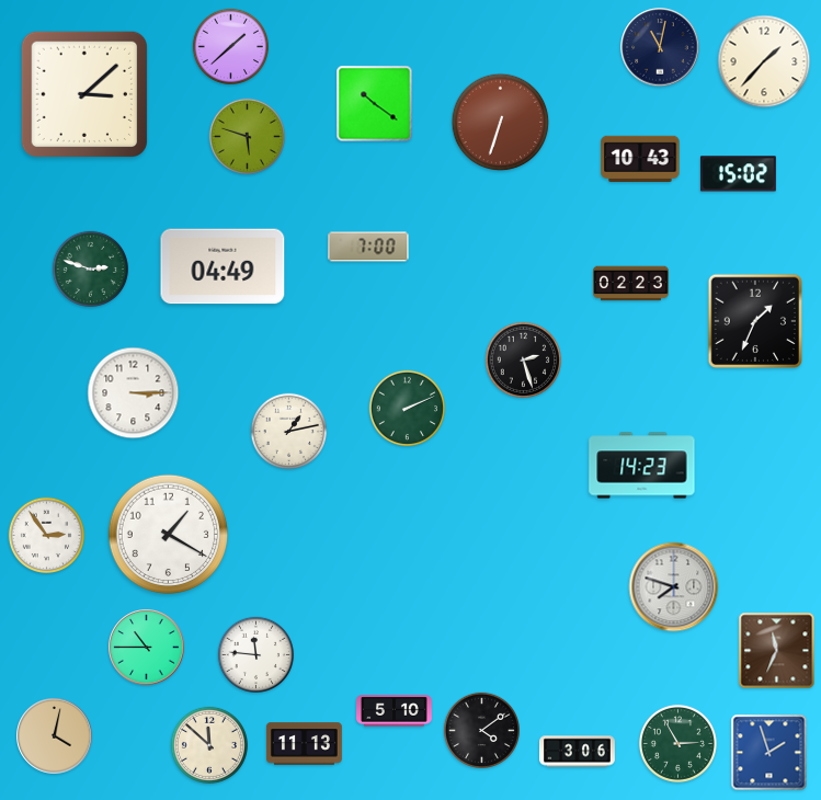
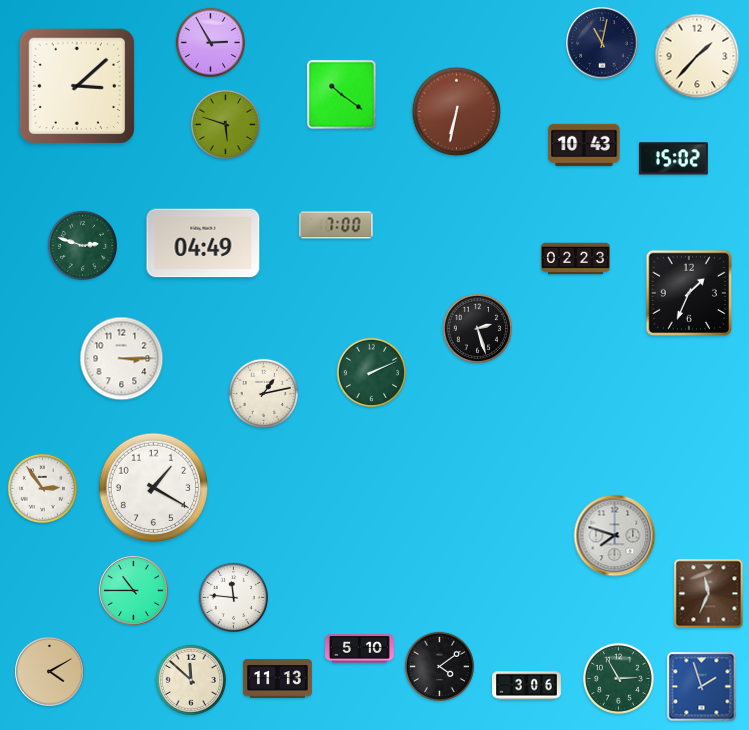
clock at (231, 47): 1:38 -> 2:55
clock at (501, 123): 6:33 -> 6:32
clock at (642, 466): 14:23 -> none
clock at (55, 736): 4:02 -> 4:10
